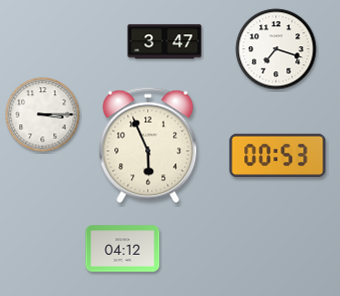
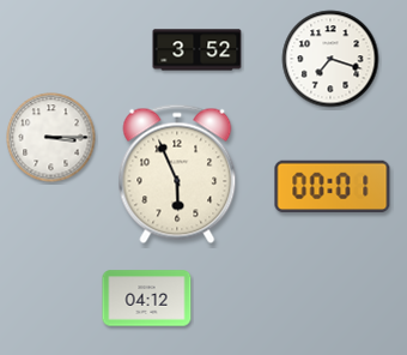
clock at (165, 42): 3:47 -> 3:52
clock at (278, 156): 00:53 -> 00:01
